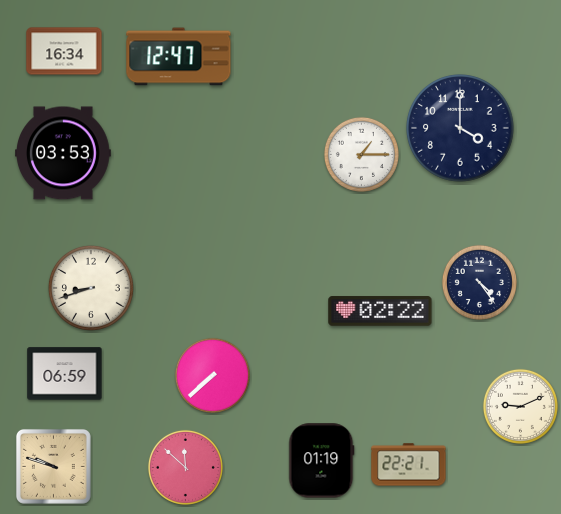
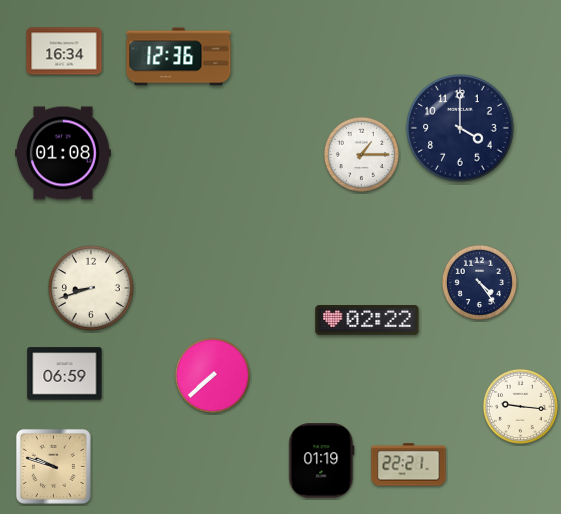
clock at (179, 57): 12:47 -> 12:36
clock at (64, 153): 03:53 -> 01:08
clock at (380, 311) position: (380, 311) -> (367, 320)
clock at (520, 406): 9:11 -> 9:16
clock at (185, 467): 11:52 -> none
